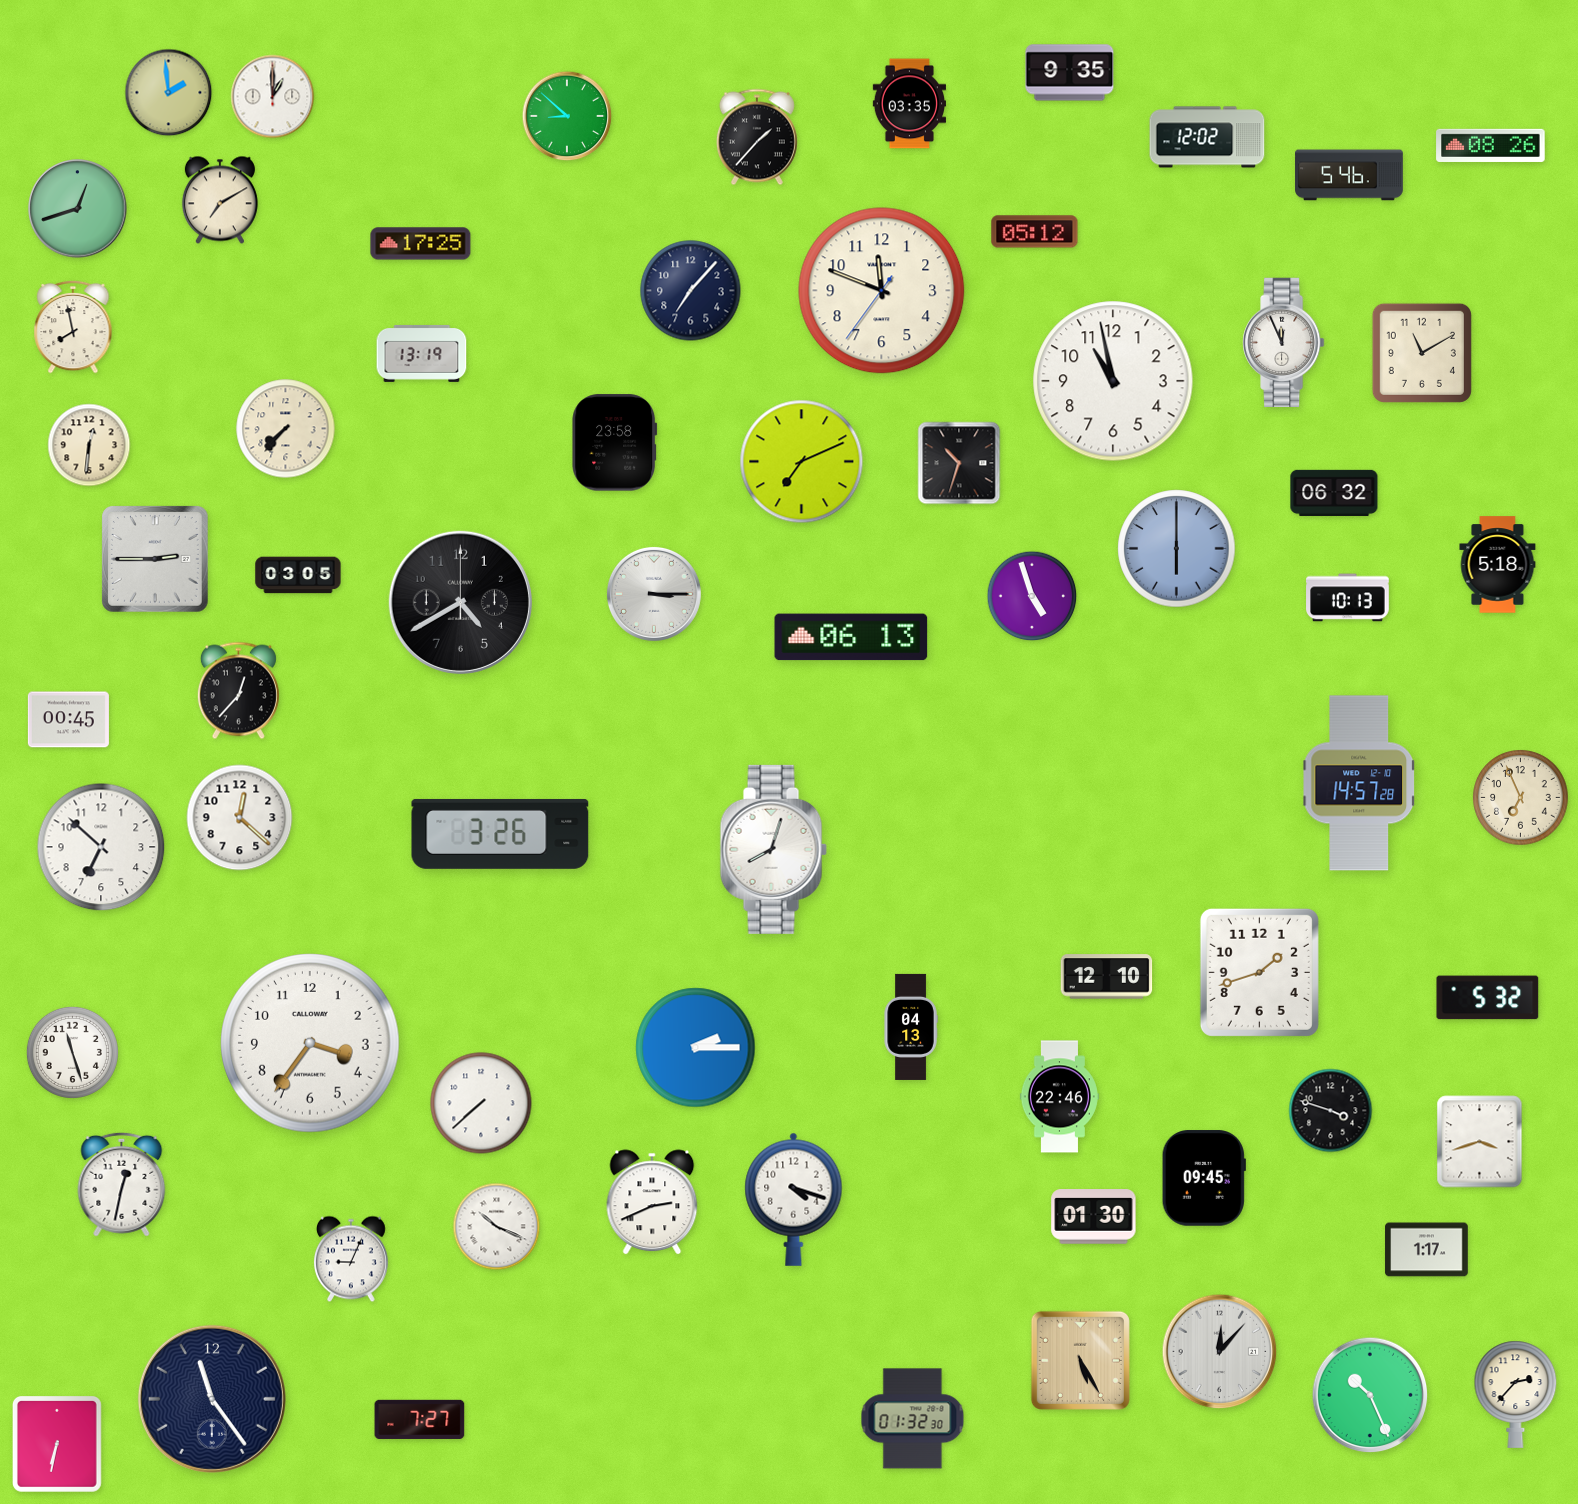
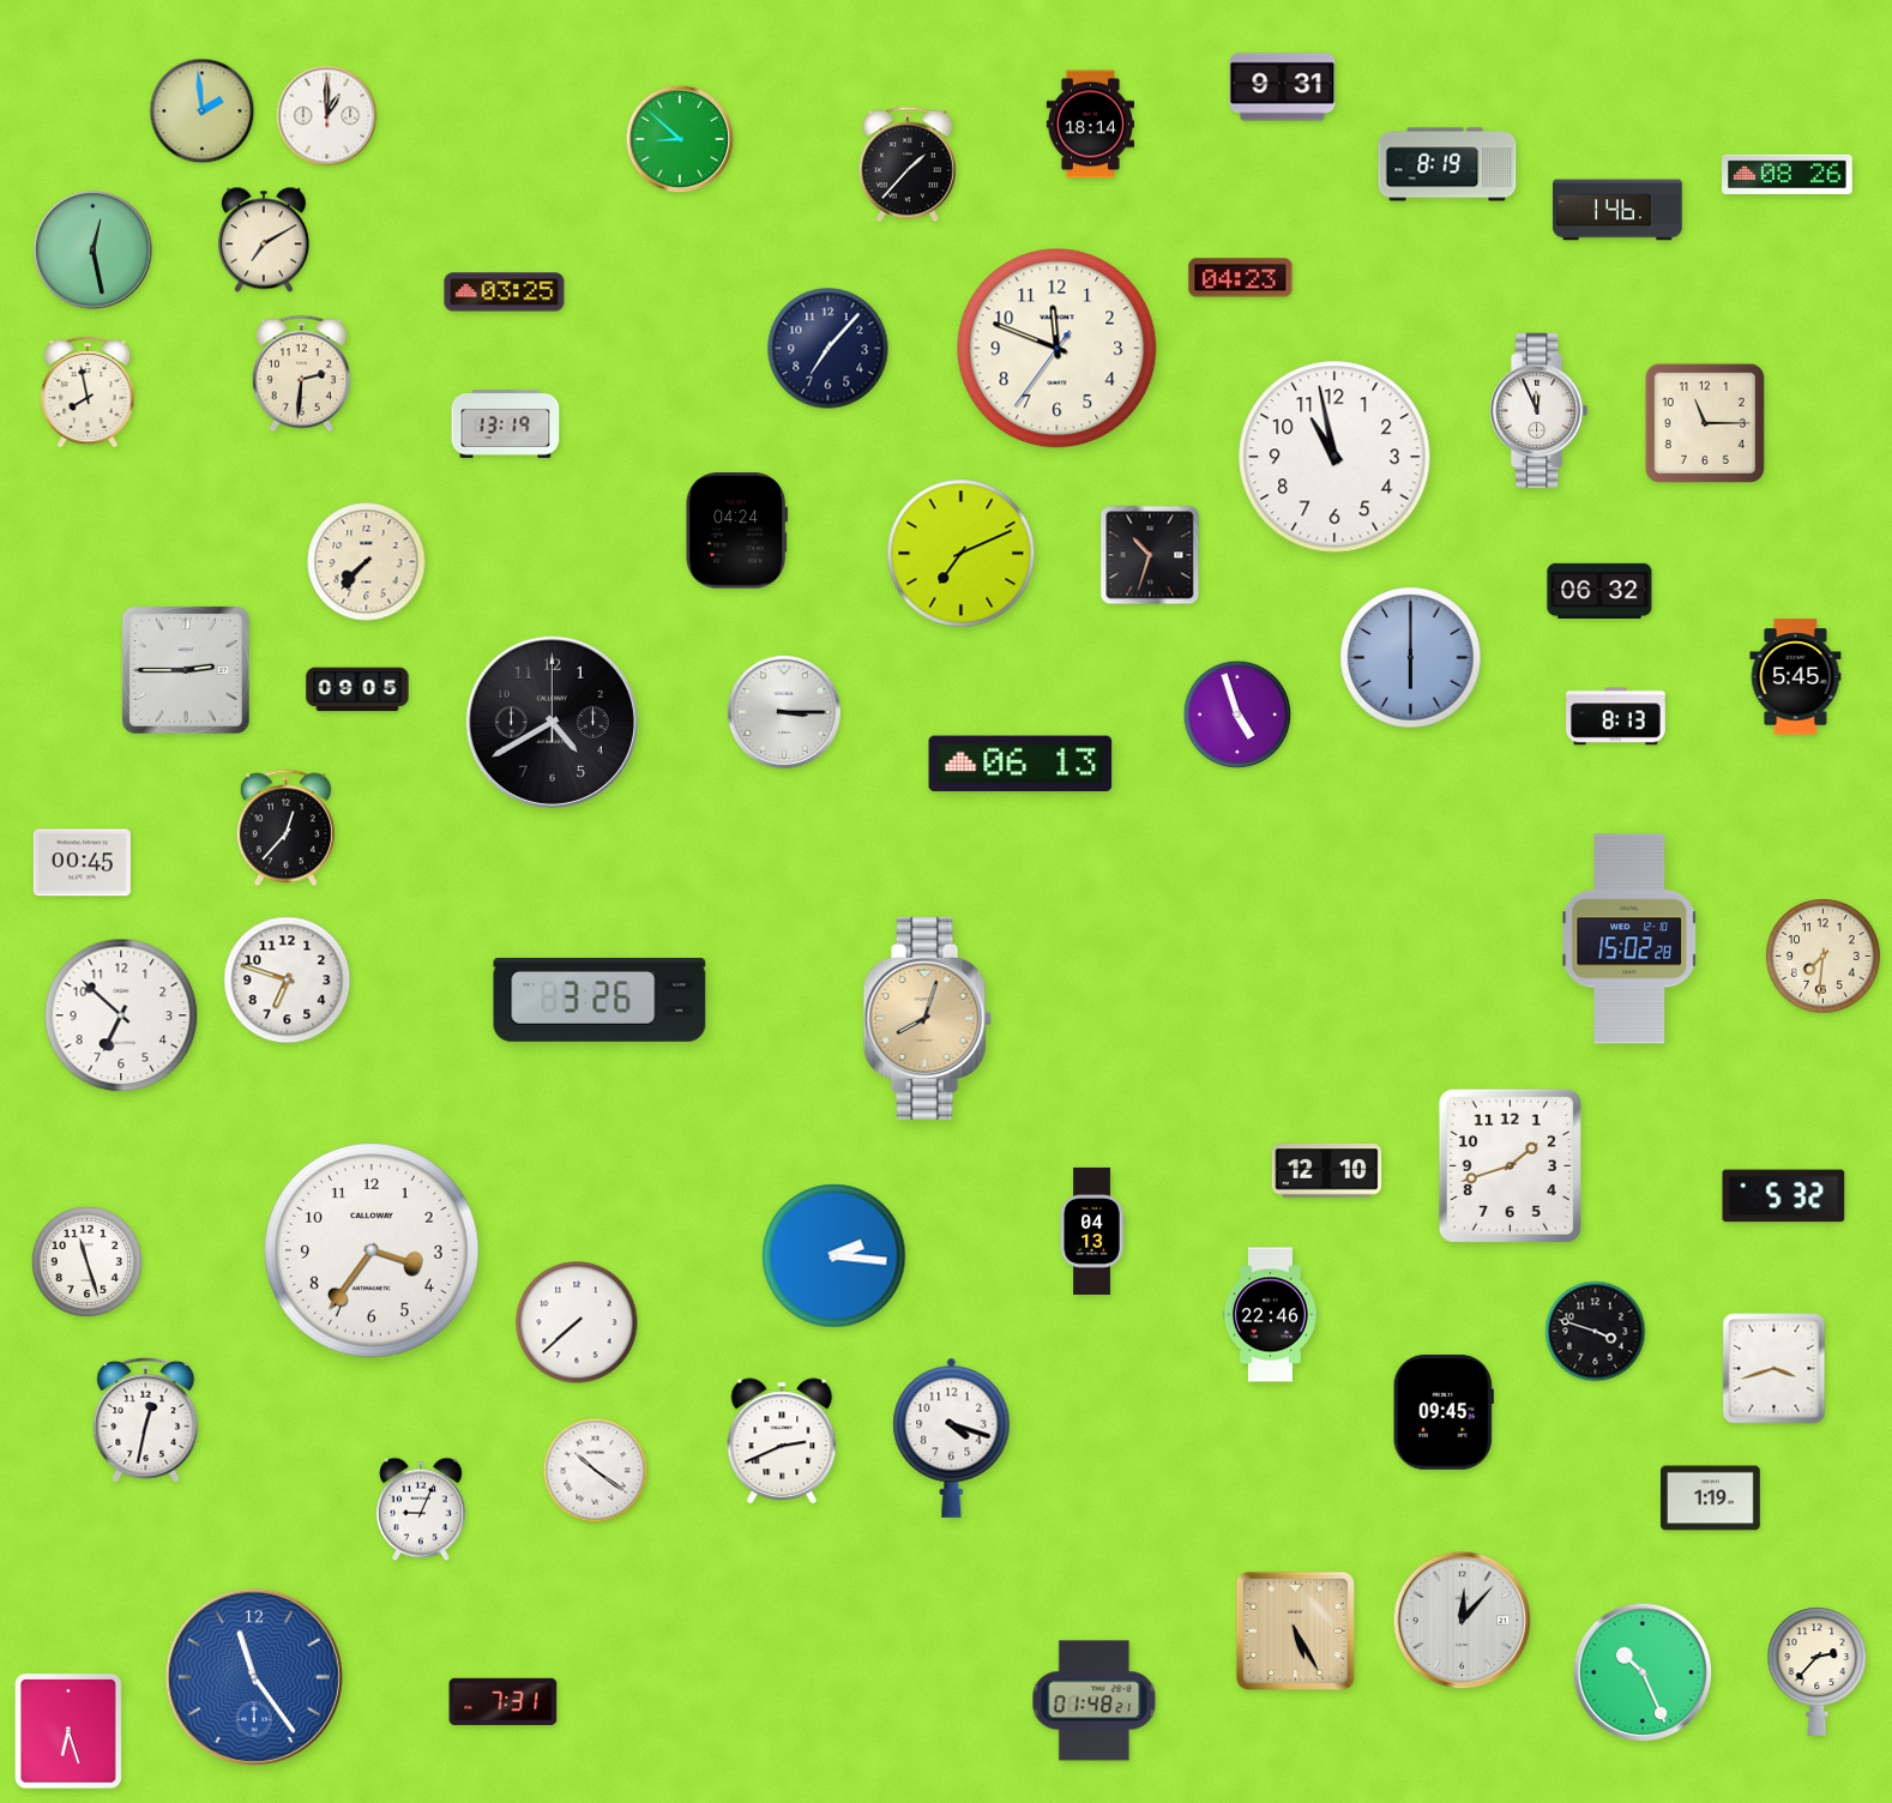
clock at (1070, 73): 9:35 -> 9:31
clock at (909, 104): 03:35 -> 18:14
clock at (1207, 137): 12:02 -> 8:19
clock at (1349, 175): 5:46 -> 1:46
clock at (78, 209): 12:42 -> 12:28
clock at (1035, 232): 05:12 -> 04:23
clock at (421, 244): 17:25 -> 03:25
clock at (301, 374): none -> 2:31
clock at (1422, 353): 11:10 -> 11:15
clock at (286, 429) position: (286, 429) -> (367, 562)
clock at (615, 443): 23:58 -> 04:24
clock at (89, 445): 12:31 -> none
clock at (1498, 565): 5:18 -> 5:45
clock at (298, 575): 03:05 -> 09:05
clock at (1348, 598): 10:13 -> 8:13
clock at (1359, 783): 14:57 -> 15:02
clock at (1521, 798): 6:56 -> 7:31
clock at (240, 818): 12:22 -> 6:48
clock at (773, 849) dial: white -> champagne
clock at (696, 1048): 2:15 -> 2:16
clock at (1094, 1217): 01:30 -> none
clock at (497, 1227): 10:19 -> 10:21
clock at (1427, 1250): 1:17 -> 1:19
clock at (212, 1399) dial: navy -> blue
clock at (420, 1419): 7:27 -> 7:31
clock at (913, 1419): 01:32 -> 01:48
clock at (57, 1444): 6:32 -> 6:27
